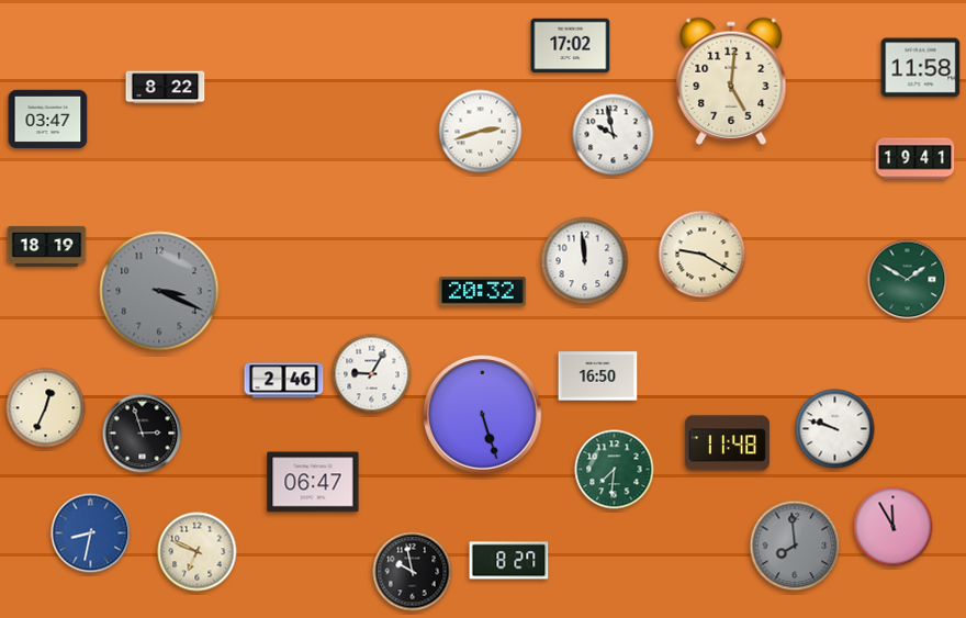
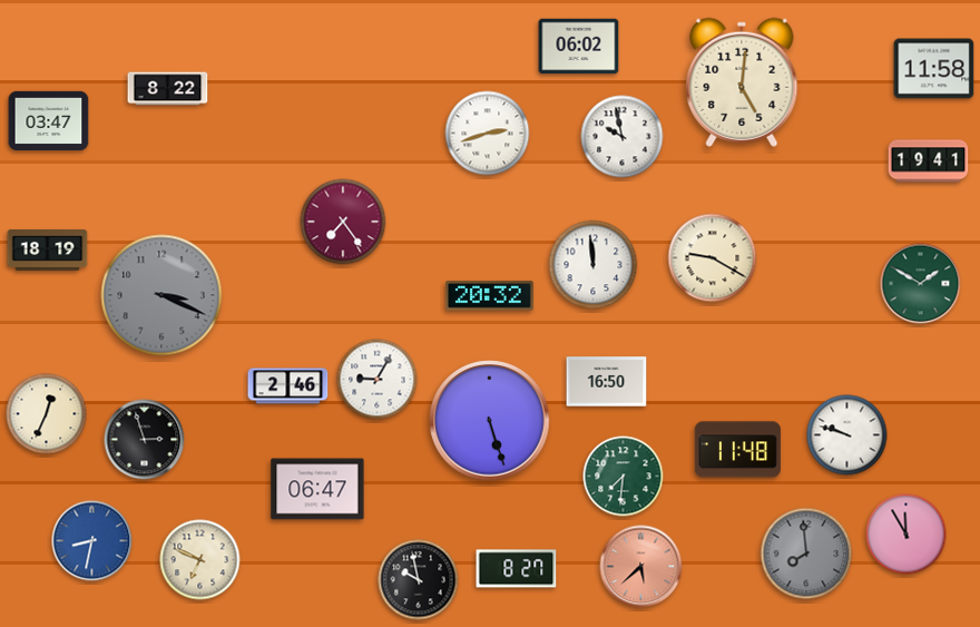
clock at (571, 46): 17:02 -> 06:02
clock at (343, 222): none -> 7:24
clock at (641, 567): none -> 5:38
